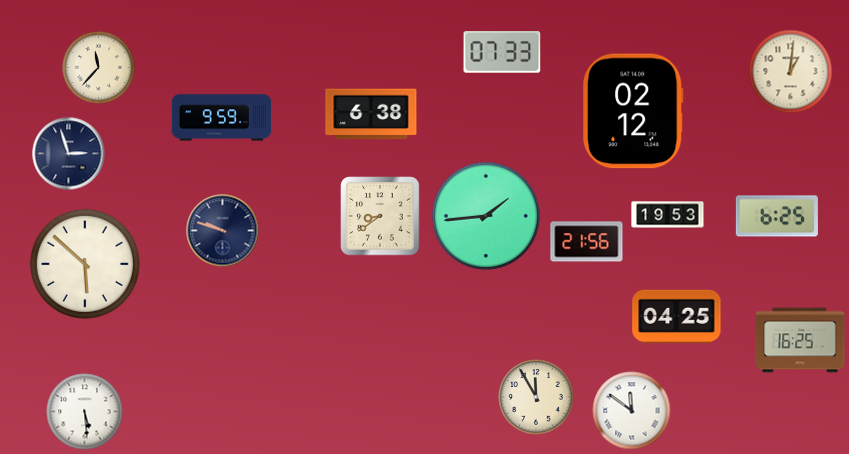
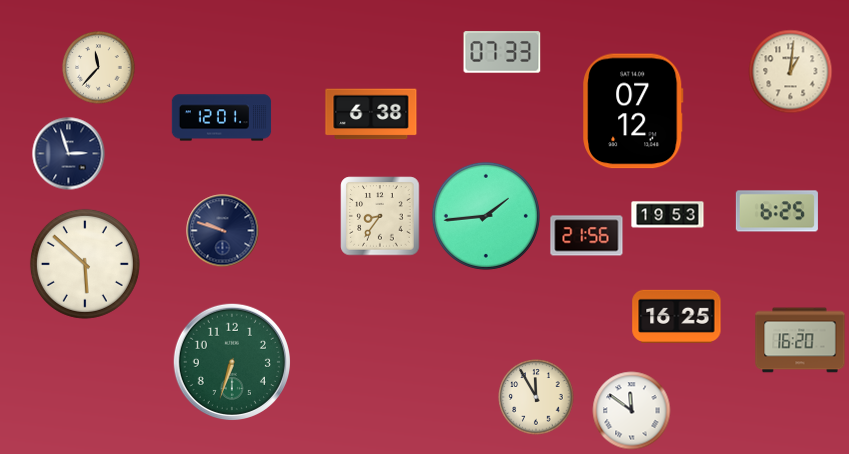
clock at (633, 111): 02:12 -> 07:12
clock at (222, 118): 9:59 -> 12:01
clock at (380, 216): 8:39 -> 8:36
clock at (777, 216) position: (777, 216) -> (777, 211)
clock at (587, 242) position: (587, 242) -> (587, 236)
clock at (677, 316): 04:25 -> 16:25
clock at (800, 340): 16:25 -> 16:20
clock at (232, 362): none -> 6:33
clock at (85, 412): 5:29 -> none
